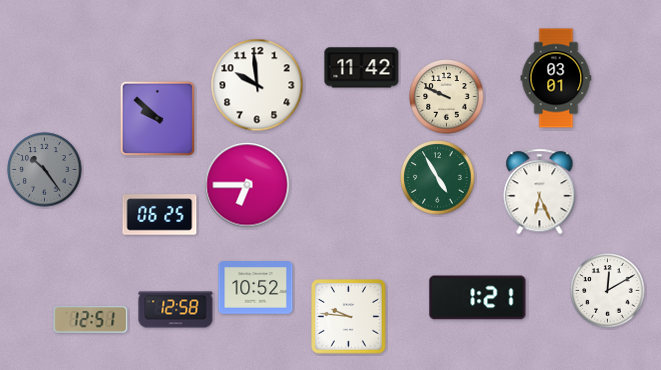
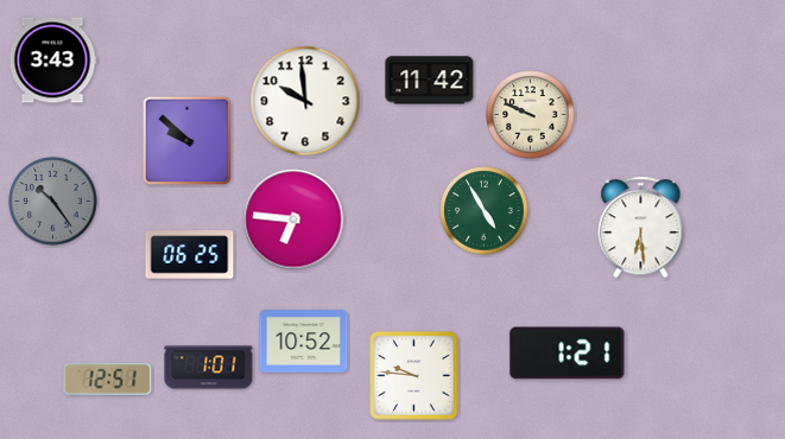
clock at (52, 61): none -> 3:43
clock at (556, 78): 03:01 -> none
clock at (438, 178) position: (438, 178) -> (485, 211)
clock at (247, 185): 6:45 -> 6:46
clock at (540, 192): 6:26 -> 6:29
clock at (608, 291): 12:10 -> none
clock at (176, 310): 12:58 -> 1:01
